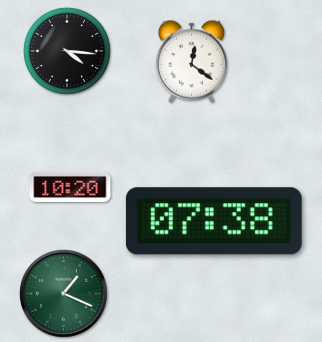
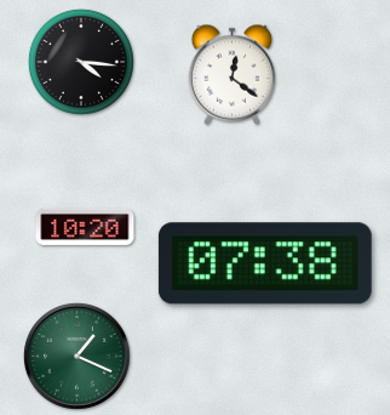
clock at (214, 221) position: (214, 221) -> (265, 263)
